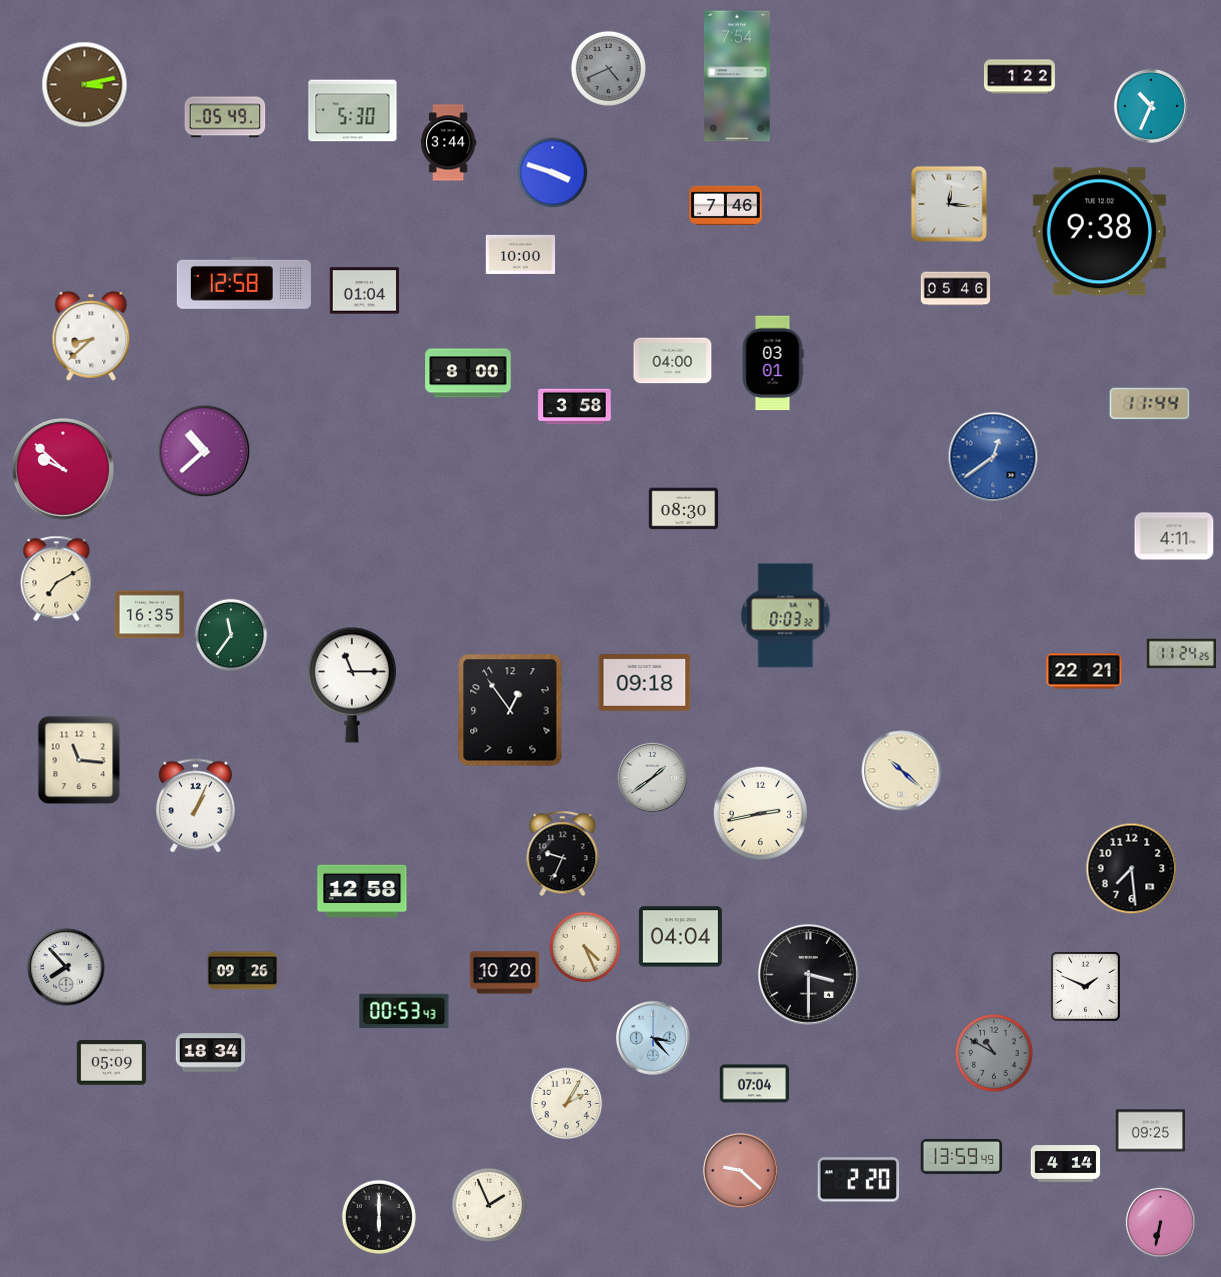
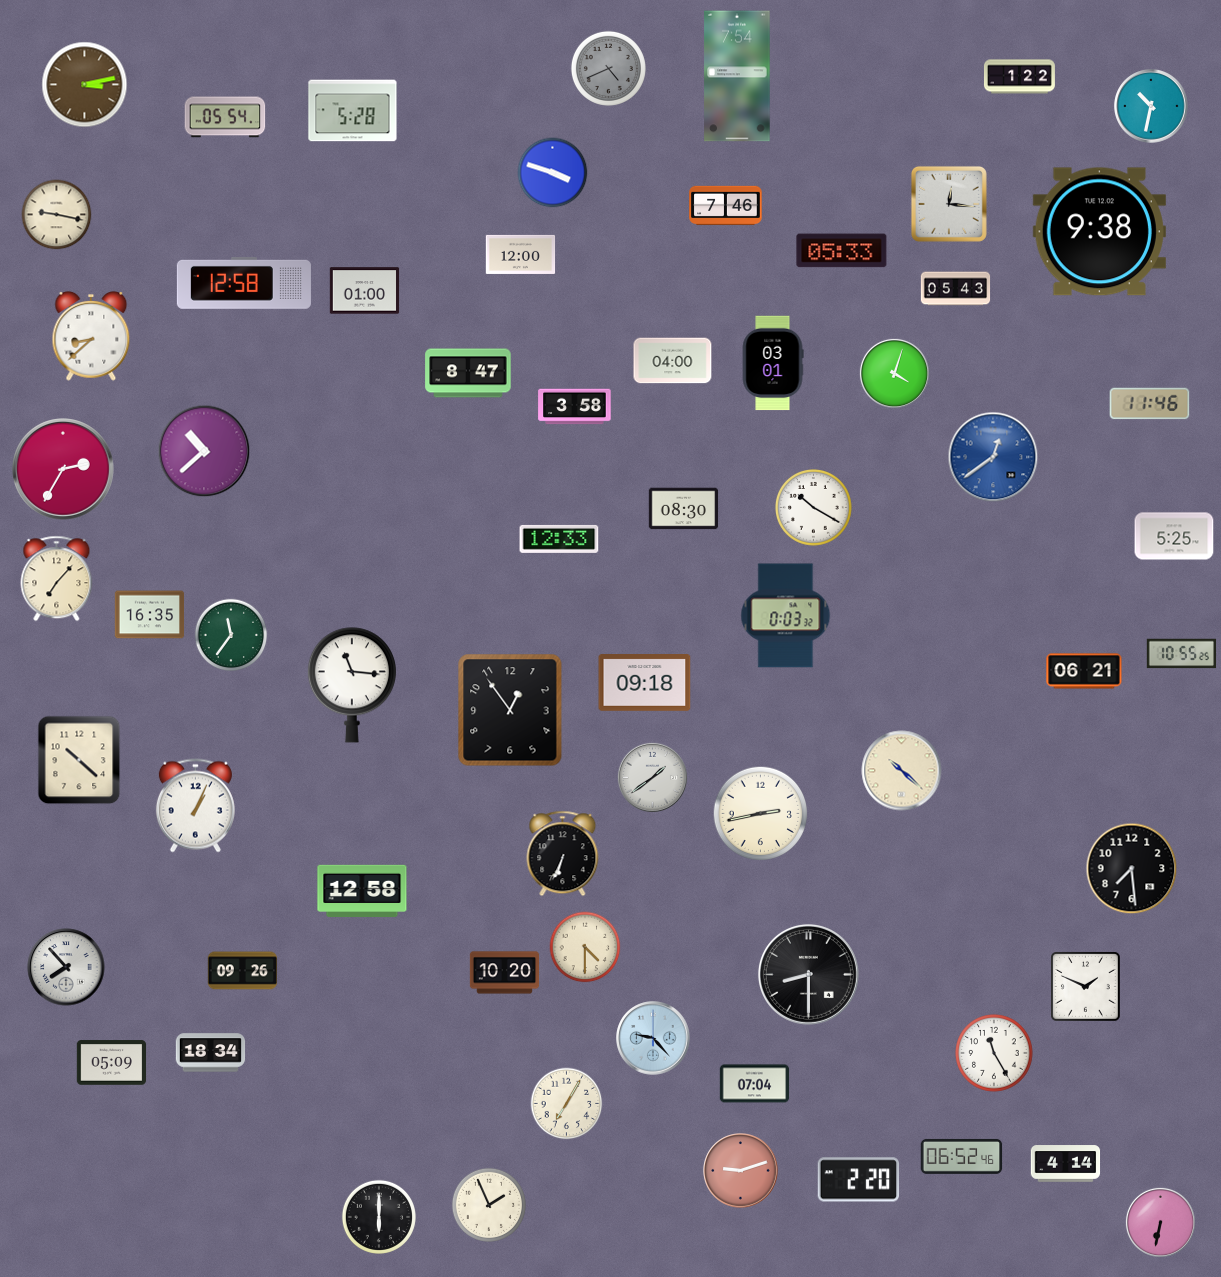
clock at (1151, 106): 10:34 -> 10:32
clock at (353, 111): 5:30 -> 5:28
clock at (225, 117): 05:49 -> 05:54
clock at (448, 143): 3:44 -> none
clock at (57, 215): none -> 9:17
clock at (842, 251): none -> 05:33
clock at (521, 254): 10:00 -> 12:00
clock at (956, 289): 05:46 -> 05:43
clock at (365, 291): 01:04 -> 01:00
clock at (468, 373): 8:00 -> 8:47
clock at (894, 373): none -> 4:03
clock at (1150, 404): 11:44 -> 11:46
clock at (64, 470): 9:52 -> 2:35
clock at (814, 508): none -> 10:20
clock at (1174, 536): 4:11 -> 5:25
clock at (559, 539): none -> 12:33
clock at (57, 579): 7:10 -> 7:07
clock at (1182, 654): 11:24 -> 10:55
clock at (1084, 671): 22:21 -> 06:21
clock at (352, 685): 11:15 -> 11:16
clock at (79, 760): 11:16 -> 10:22
clock at (563, 854): 9:34 -> 6:34
clock at (680, 937): 04:04 -> none
clock at (585, 947): 4:26 -> 4:30
clock at (808, 974): 3:30 -> 8:30
clock at (404, 1011): 00:53 -> none
clock at (653, 1038): 3:23 -> 9:23
clock at (994, 1053): 10:50 -> 11:25
clock at (994, 1053) dial: grey -> white
clock at (567, 1104): 2:05 -> 7:05
clock at (1151, 1131): 09:25 -> none
clock at (962, 1156): 13:59 -> 06:52
clock at (741, 1171): 9:22 -> 9:12
